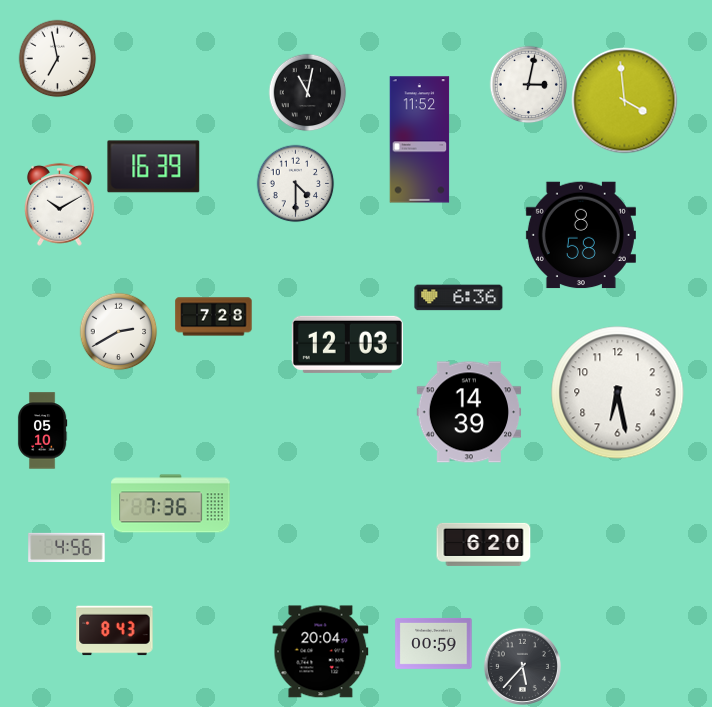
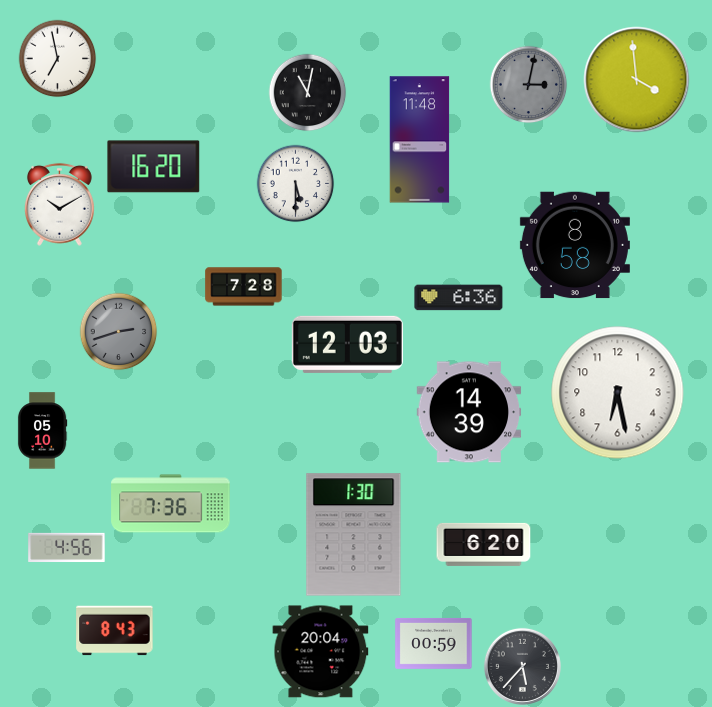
clock at (528, 84) dial: white -> grey
clock at (625, 101) position: (625, 101) -> (637, 80)
clock at (420, 140): 11:52 -> 11:48
clock at (154, 167): 16:39 -> 16:20
clock at (295, 183): 4:30 -> 5:30
clock at (581, 235) position: (581, 235) -> (575, 245)
clock at (214, 317) position: (214, 317) -> (244, 287)
clock at (118, 331): 2:40 -> 2:42
clock at (118, 331) dial: white -> grey
clock at (354, 535): none -> 1:30
